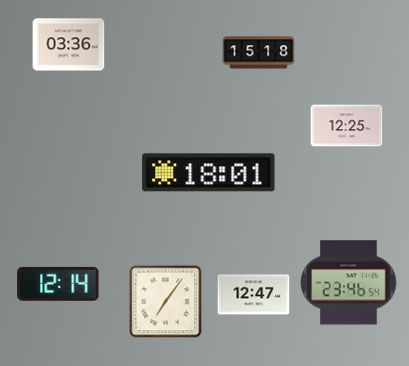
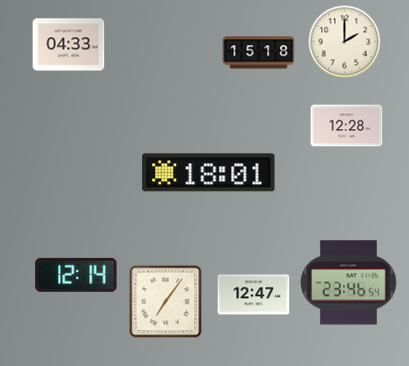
clock at (345, 42): none -> 2:00
clock at (69, 45): 03:36 -> 04:33
clock at (347, 126): 12:25 -> 12:28
clock at (58, 284) position: (58, 284) -> (76, 275)
